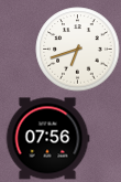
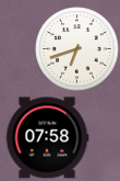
clock at (47, 139): 07:56 -> 07:58
